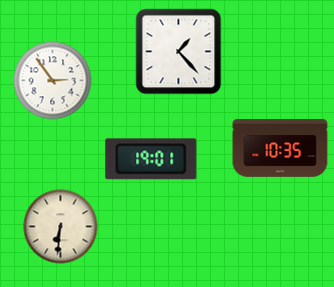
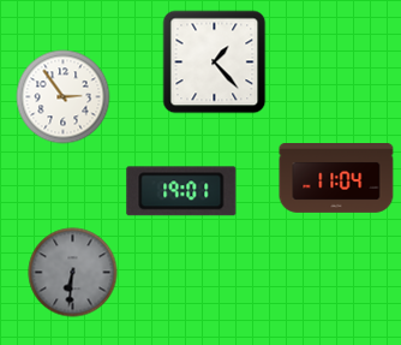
clock at (280, 149): 10:35 -> 11:04
clock at (61, 227) dial: cream -> grey
